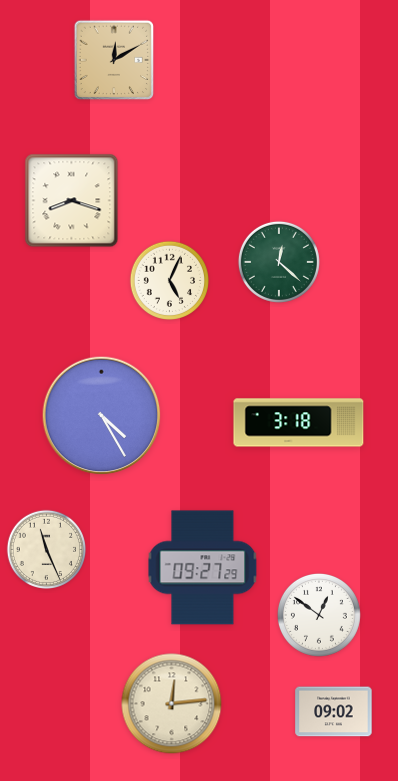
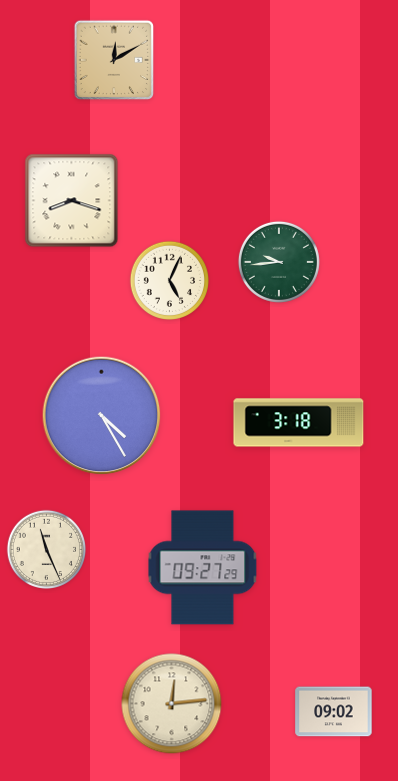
clock at (279, 262): 12:22 -> 9:44
clock at (319, 615): 12:51 -> none
